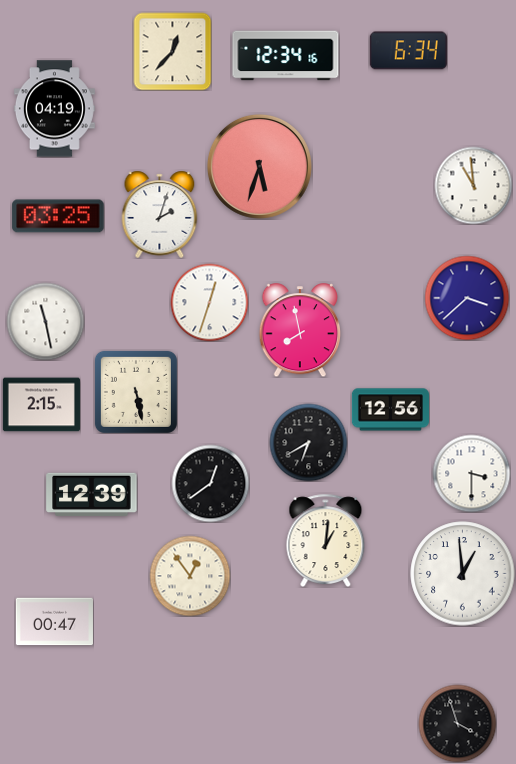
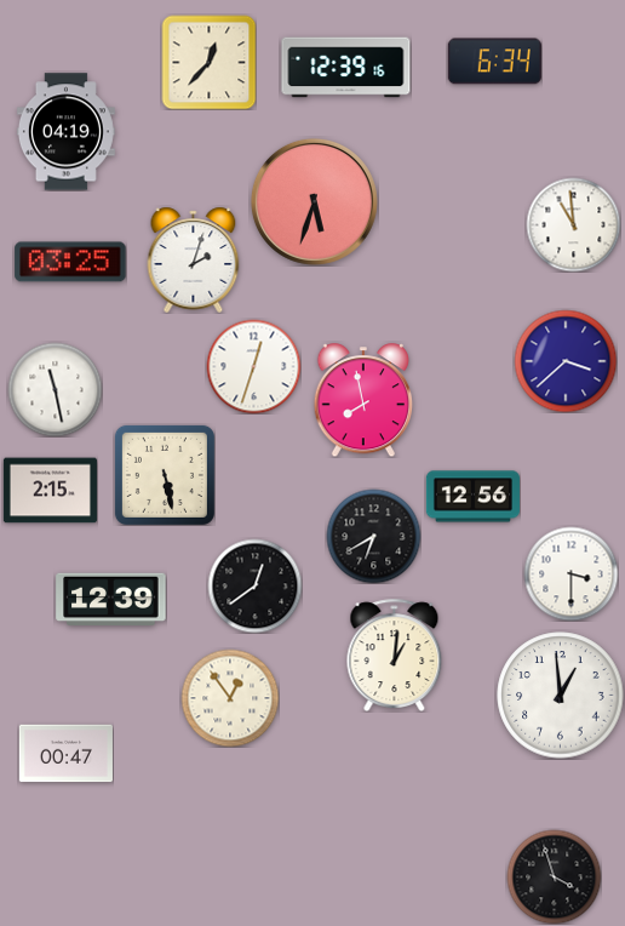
clock at (286, 56): 12:34 -> 12:39
